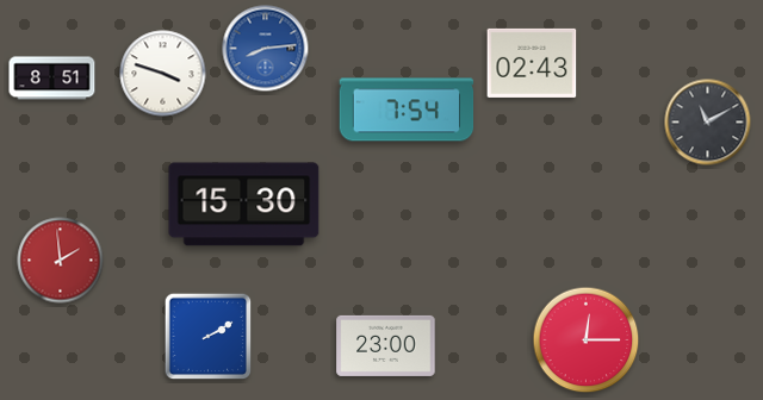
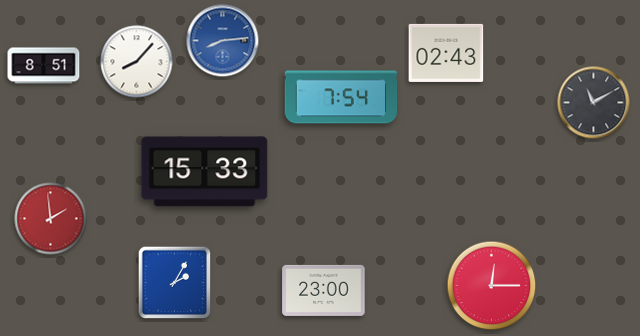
clock at (163, 74): 3:48 -> 8:07
clock at (407, 110) position: (407, 110) -> (341, 97)
clock at (244, 205): 15:30 -> 15:33
clock at (209, 337): 2:10 -> 2:05
